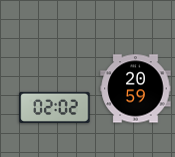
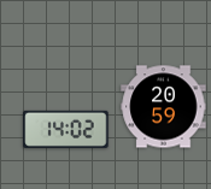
clock at (55, 107): 02:02 -> 14:02
